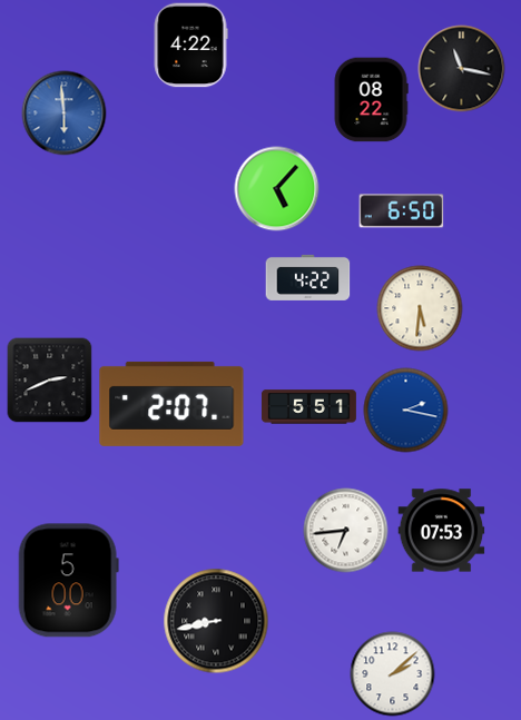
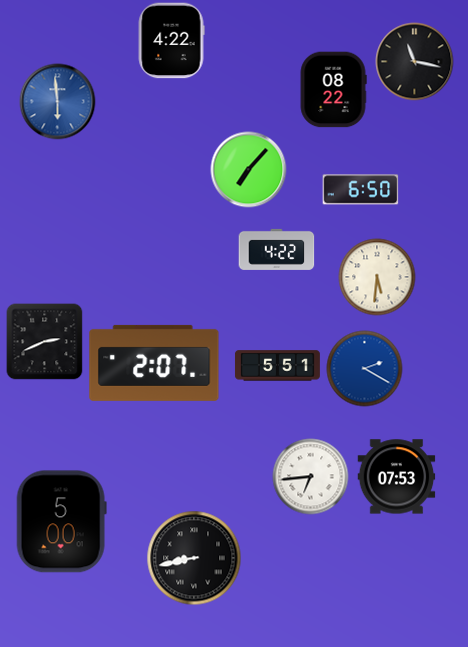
clock at (277, 189): 5:07 -> 7:07
clock at (406, 411): 2:17 -> 2:20
clock at (393, 674): 2:08 -> none
